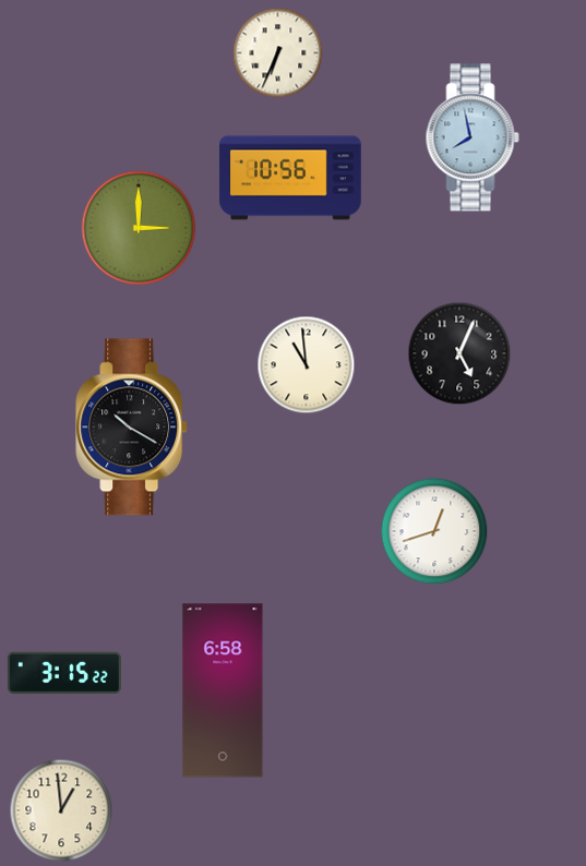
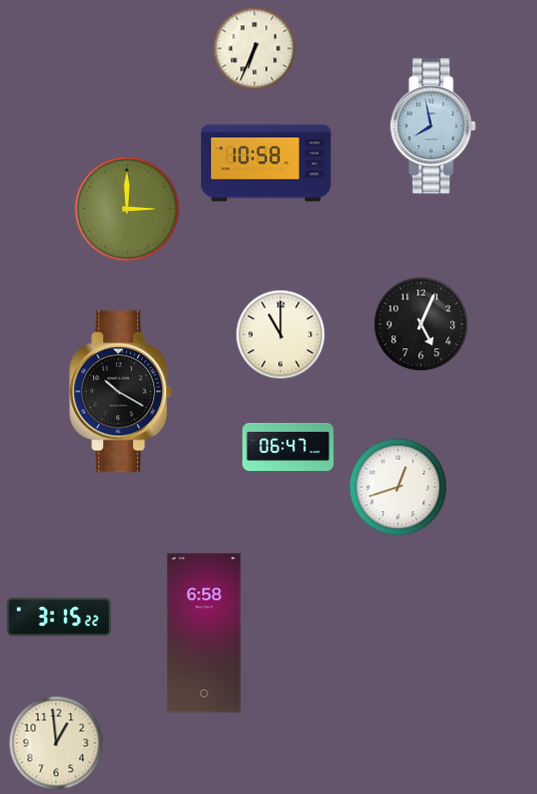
clock at (290, 178): 10:56 -> 10:58
clock at (307, 365): 10:59 -> 11:00
clock at (288, 447): none -> 06:47
